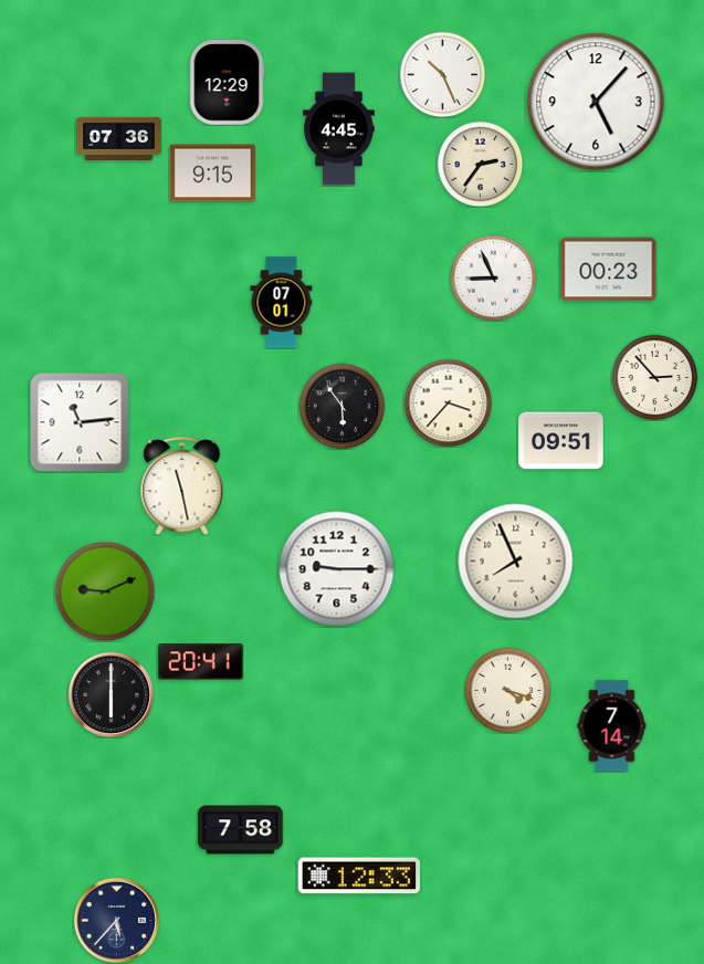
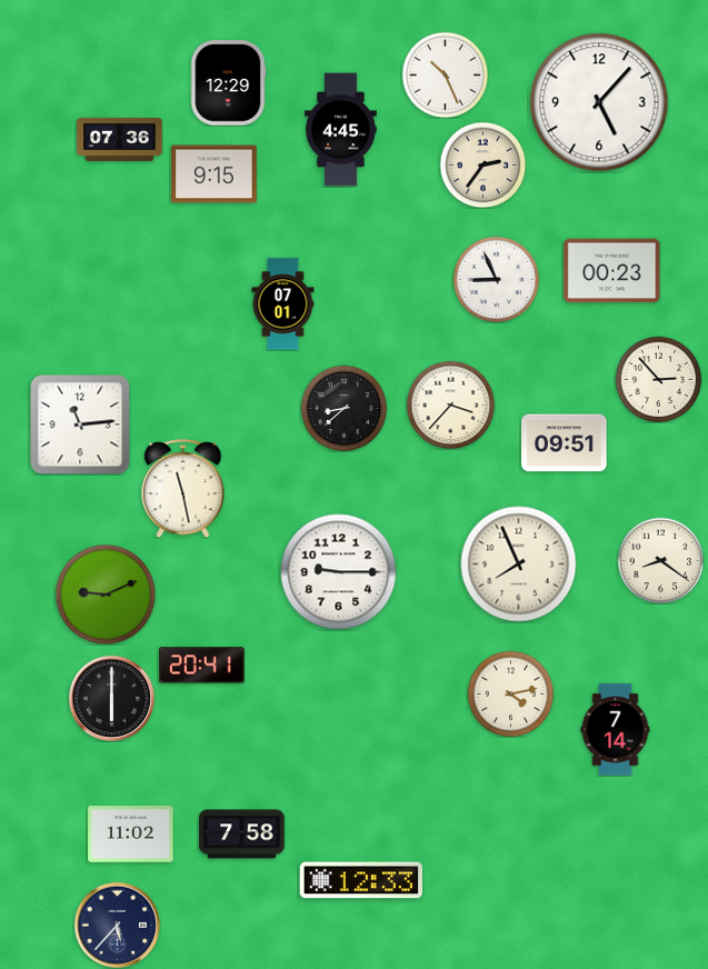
clock at (342, 406): 5:54 -> 8:38
clock at (660, 560): none -> 8:21
clock at (507, 690): 4:18 -> 4:13
clock at (131, 835): none -> 11:02
